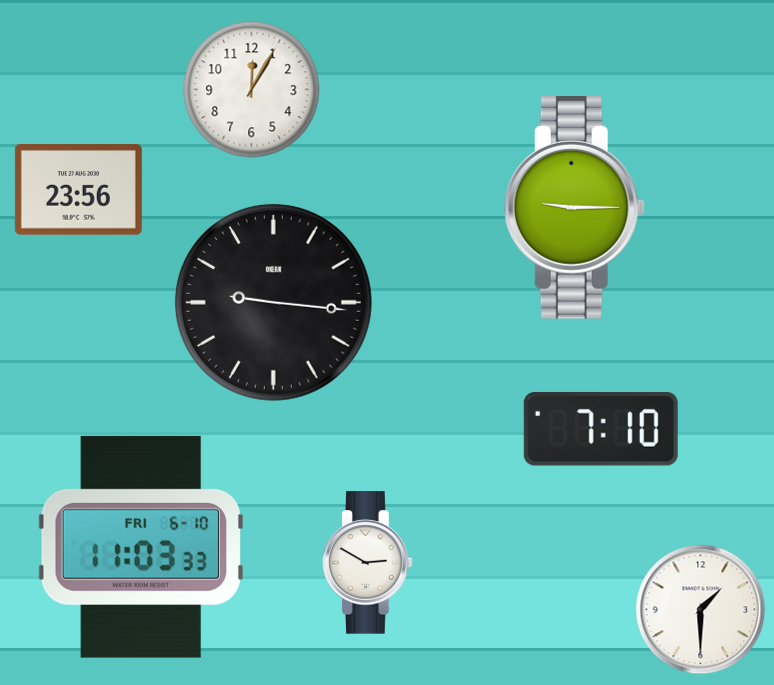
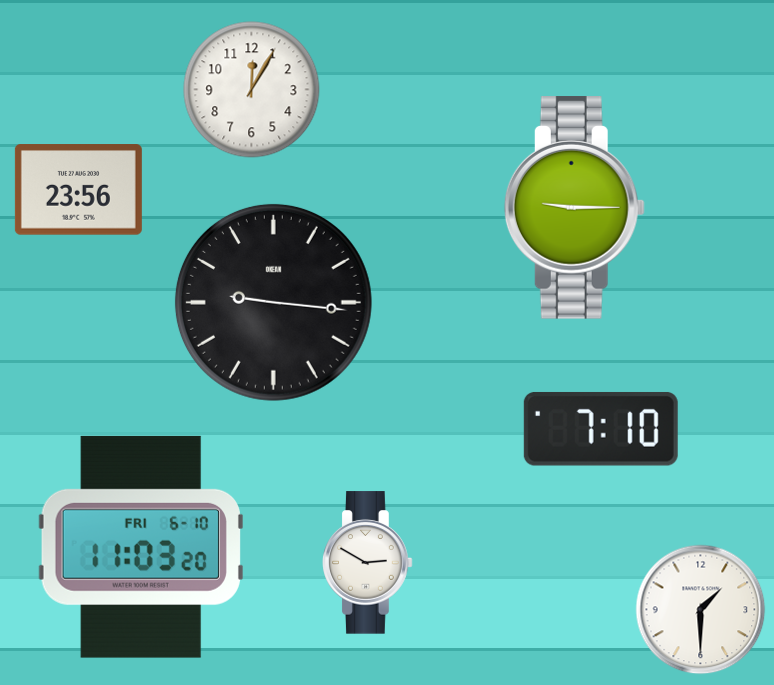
clock at (141, 547): 11:03:33 -> 11:03:20
